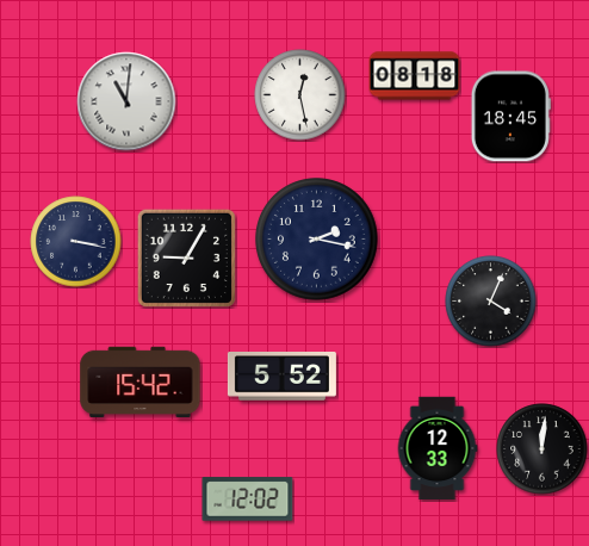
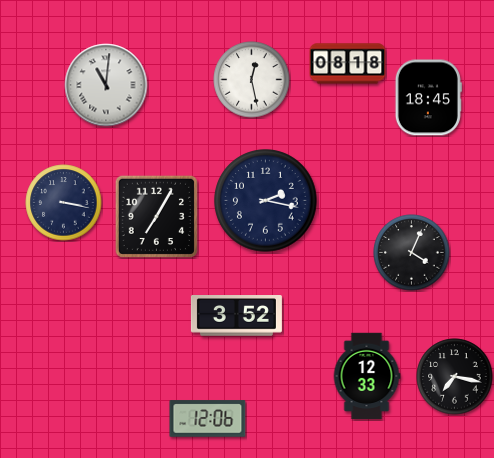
clock at (186, 258): 9:05 -> 7:05
clock at (281, 377): 5:52 -> 3:52
clock at (141, 381): 15:42 -> none
clock at (542, 449): 12:01 -> 7:17
clock at (248, 500): 12:02 -> 12:06
